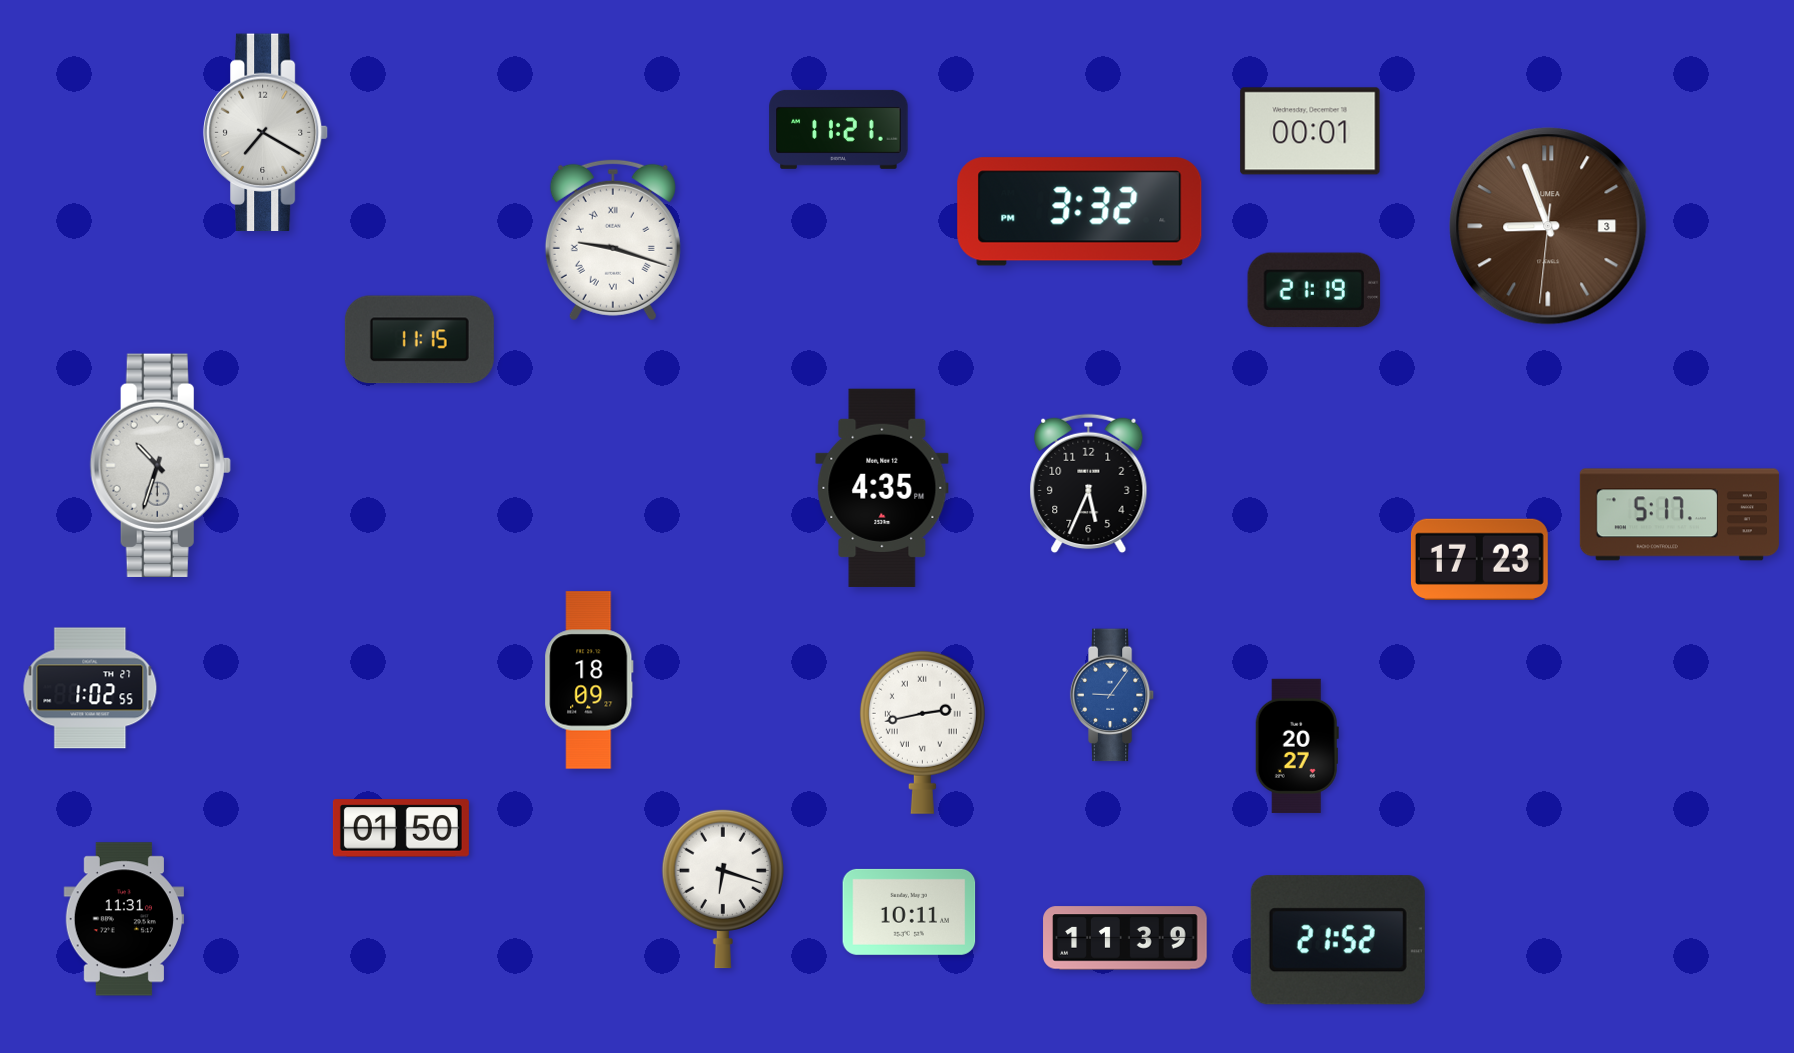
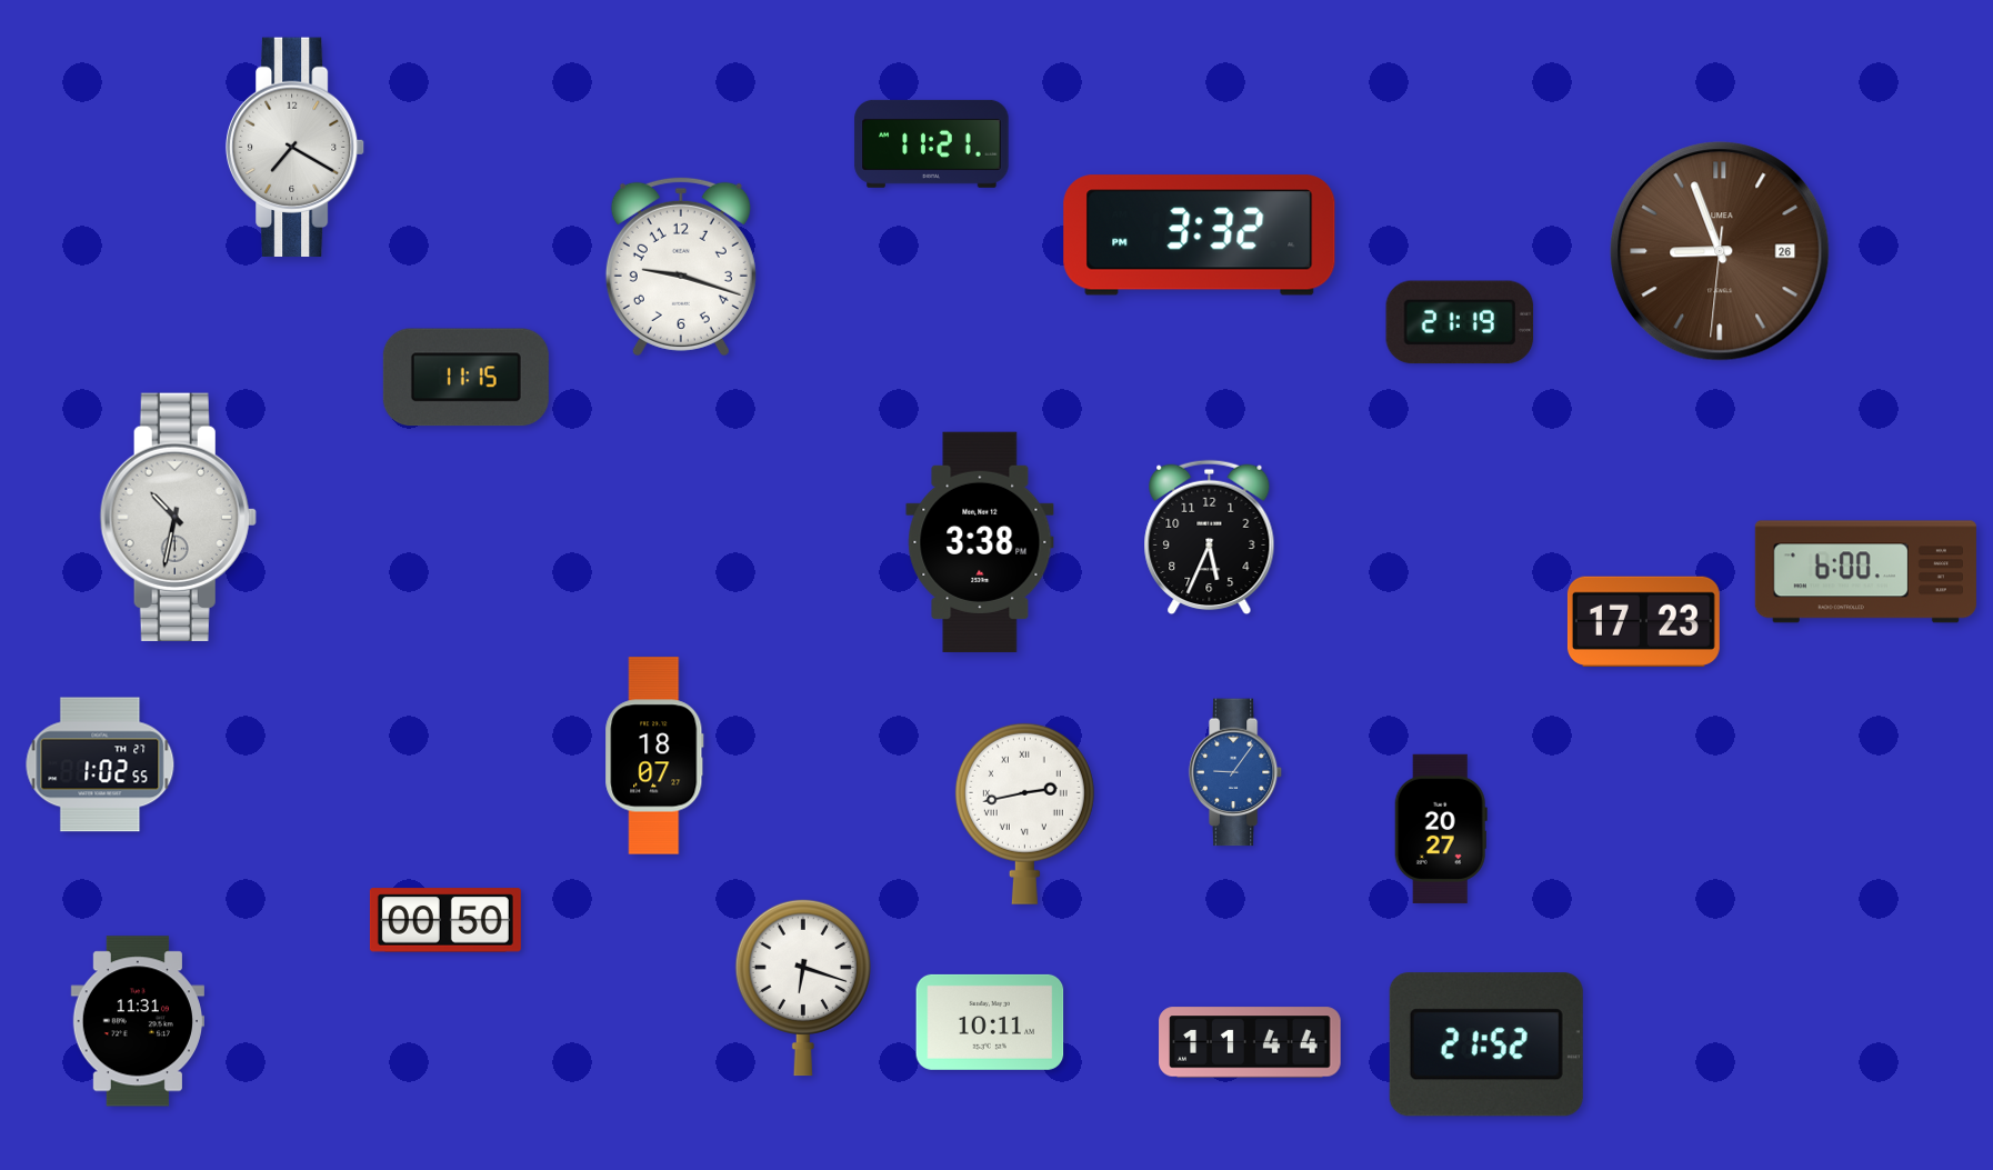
clock at (1310, 131): 00:01 -> none
clock at (1548, 226) date: 3 -> 26
clock at (613, 240) numerals: Roman -> Arabic
clock at (160, 465): 10:33 -> 10:32
clock at (882, 488): 4:35 -> 3:38
clock at (1679, 515): 5:17 -> 6:00
clock at (589, 680): 18:09 -> 18:07
clock at (401, 828): 01:50 -> 00:50
clock at (909, 912) position: (909, 912) -> (990, 1022)
clock at (1125, 938): 11:39 -> 11:44
